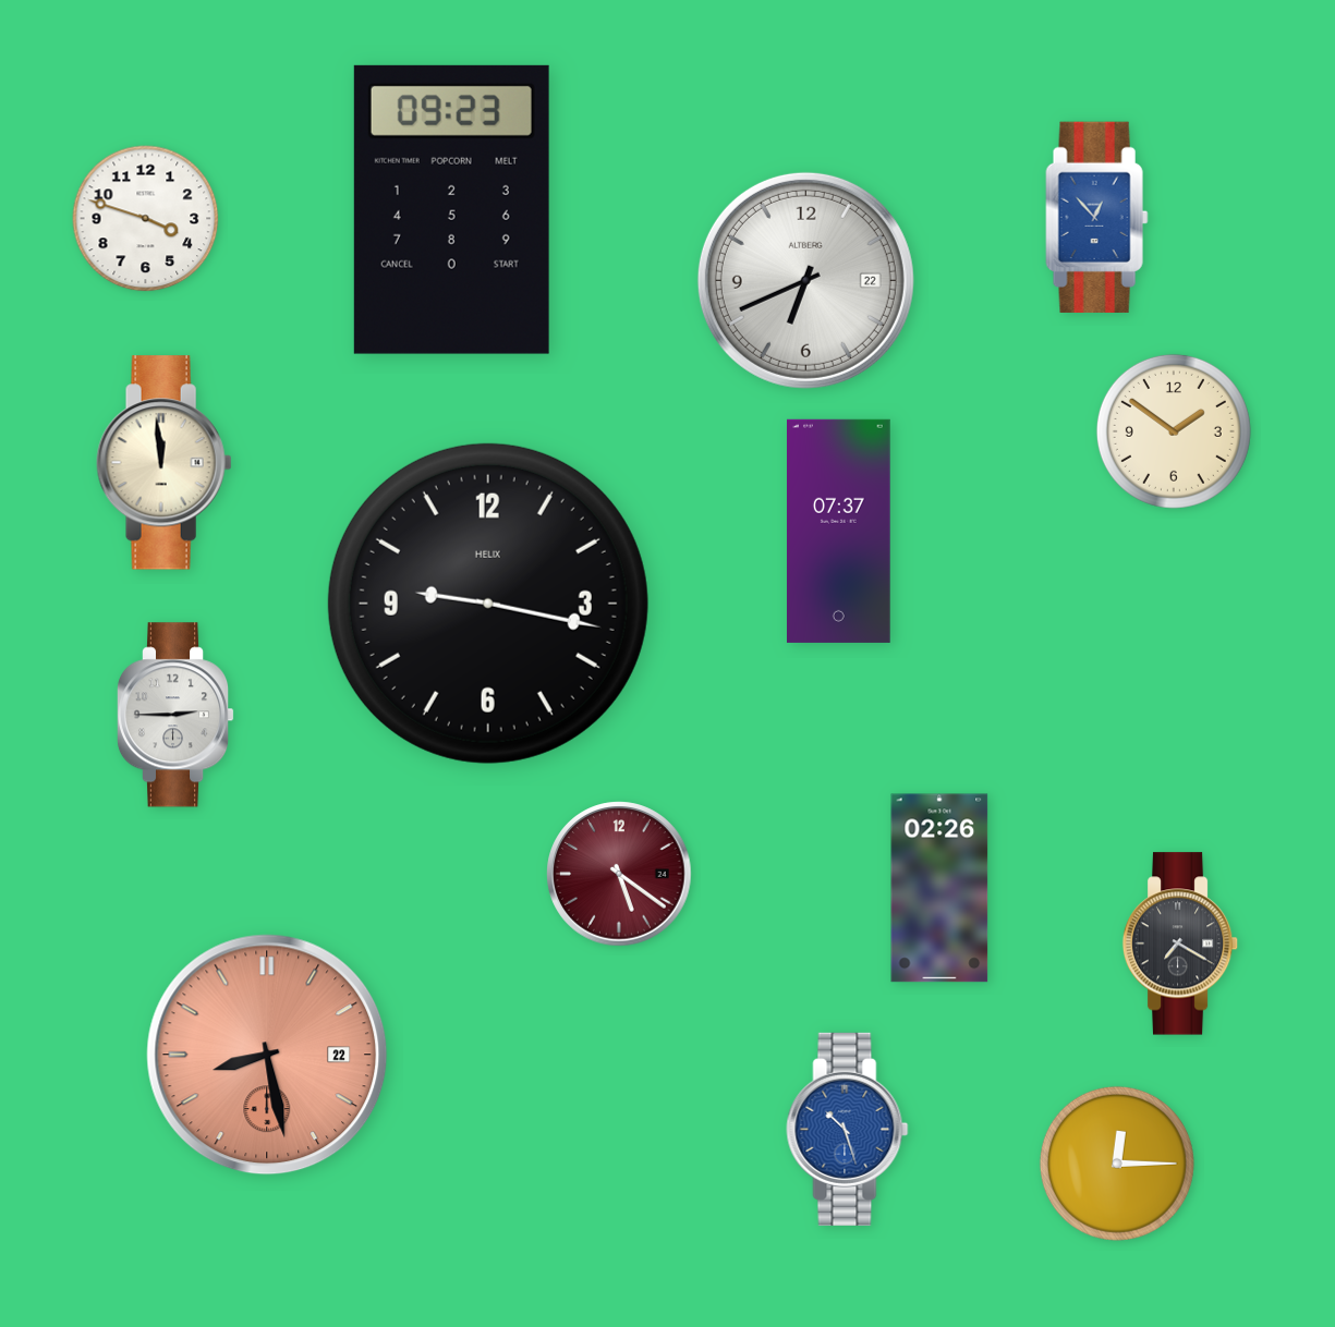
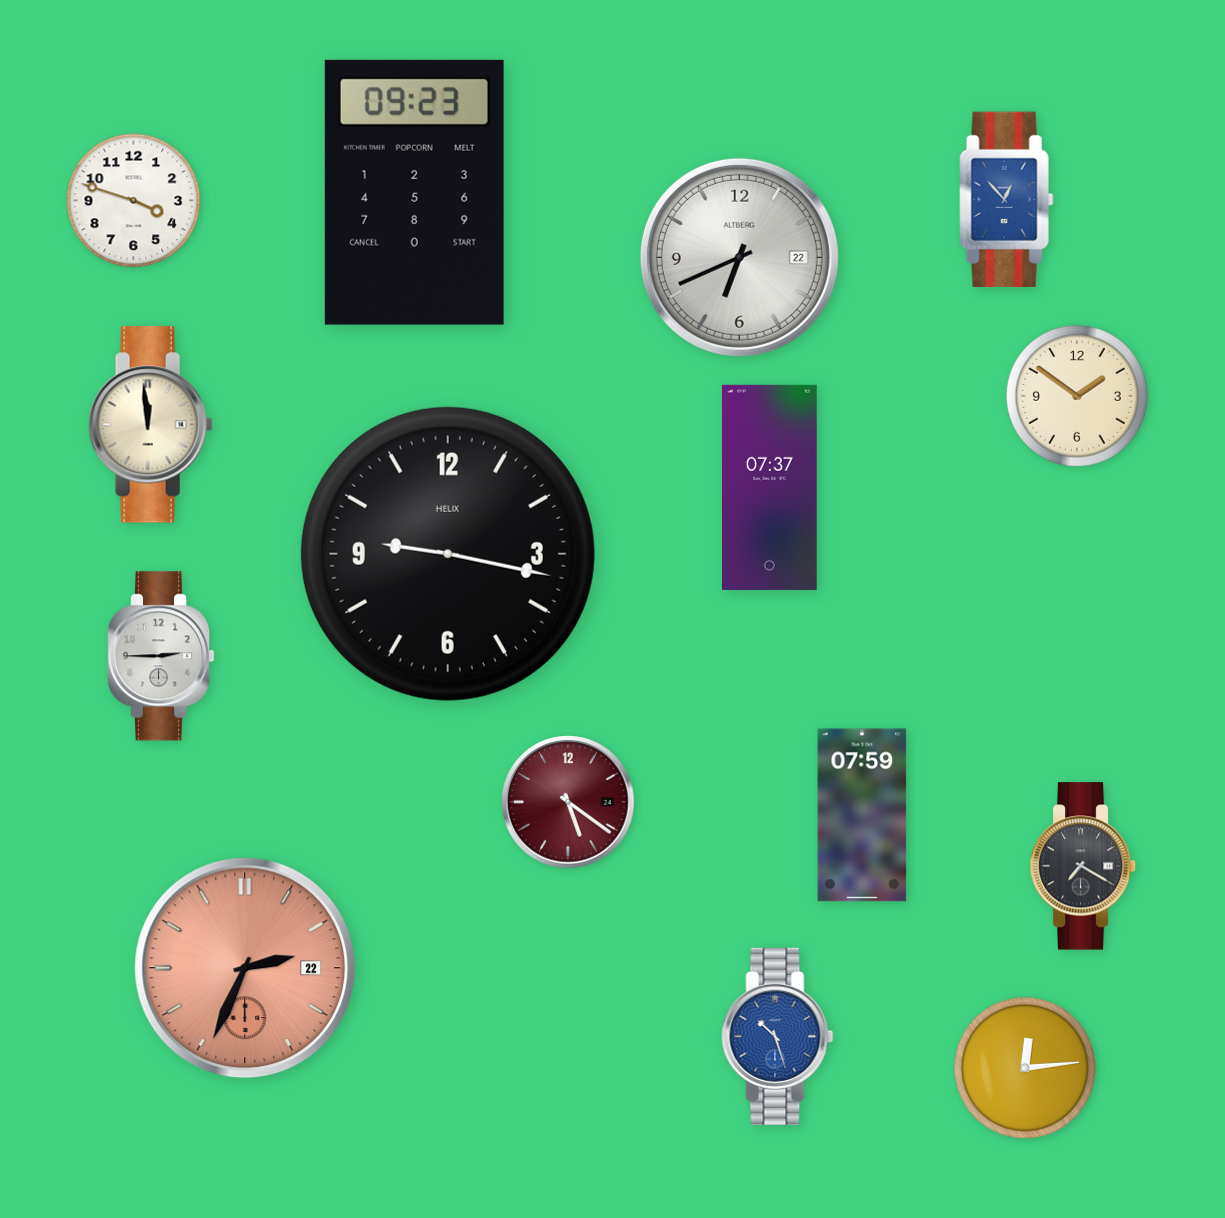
clock at (939, 888): 02:26 -> 07:59
clock at (267, 1055): 8:28 -> 2:34
clock at (1117, 1164): 12:15 -> 12:14
